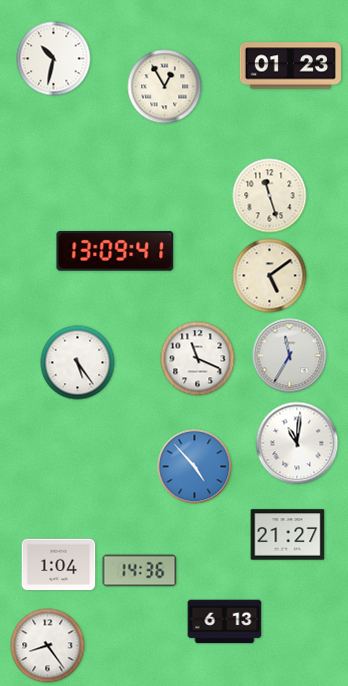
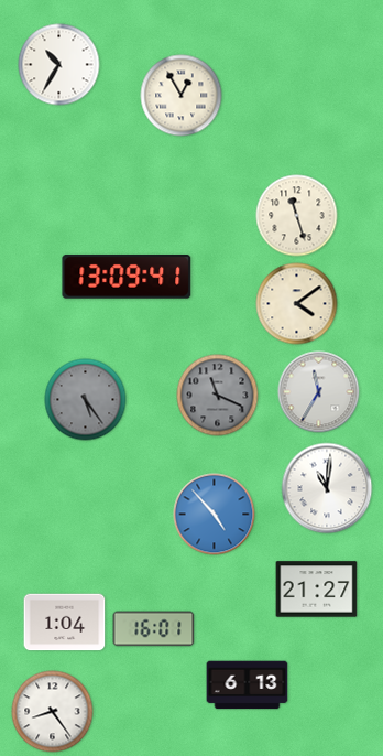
clock at (54, 59): 10:32 -> 10:35
clock at (290, 66): 01:23 -> none
clock at (270, 276): 5:09 -> 4:09
clock at (198, 359) dial: white -> grey
clock at (78, 363) dial: white -> grey
clock at (140, 571): 14:36 -> 16:01
